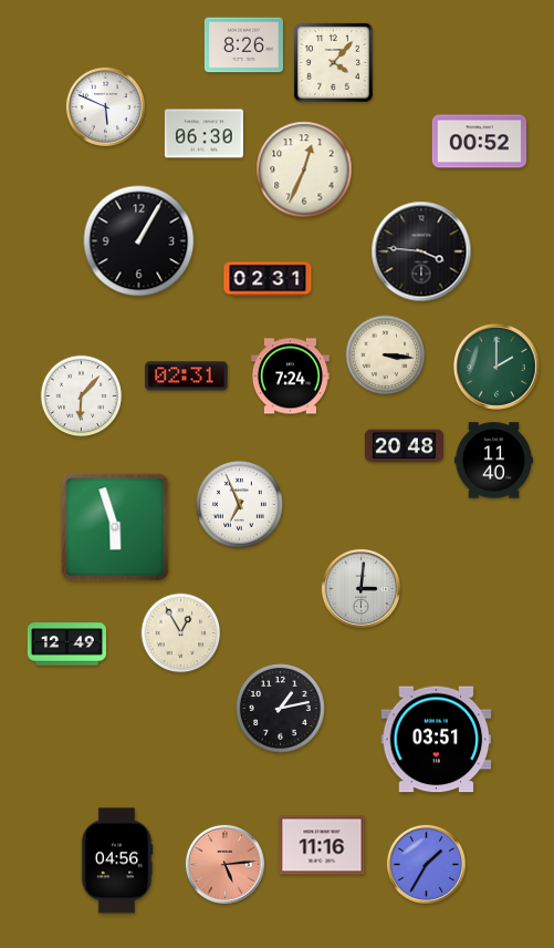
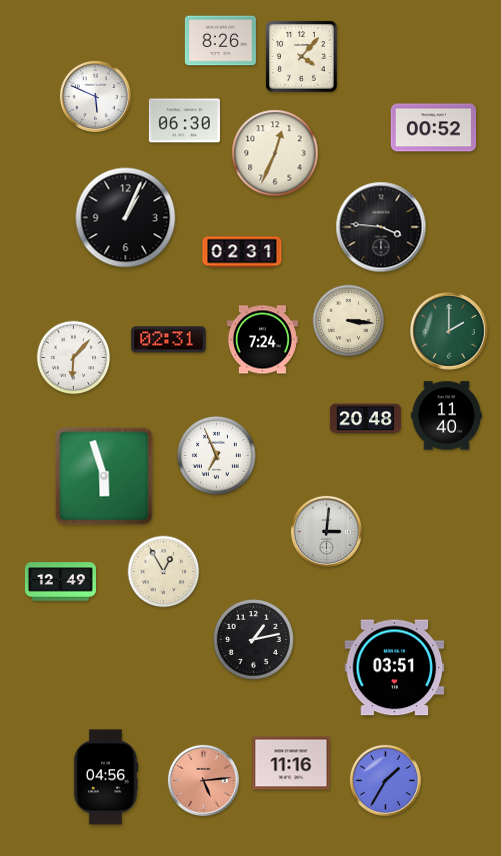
clock at (139, 241): 1:05 -> 1:04
clock at (404, 446) position: (404, 446) -> (365, 419)
